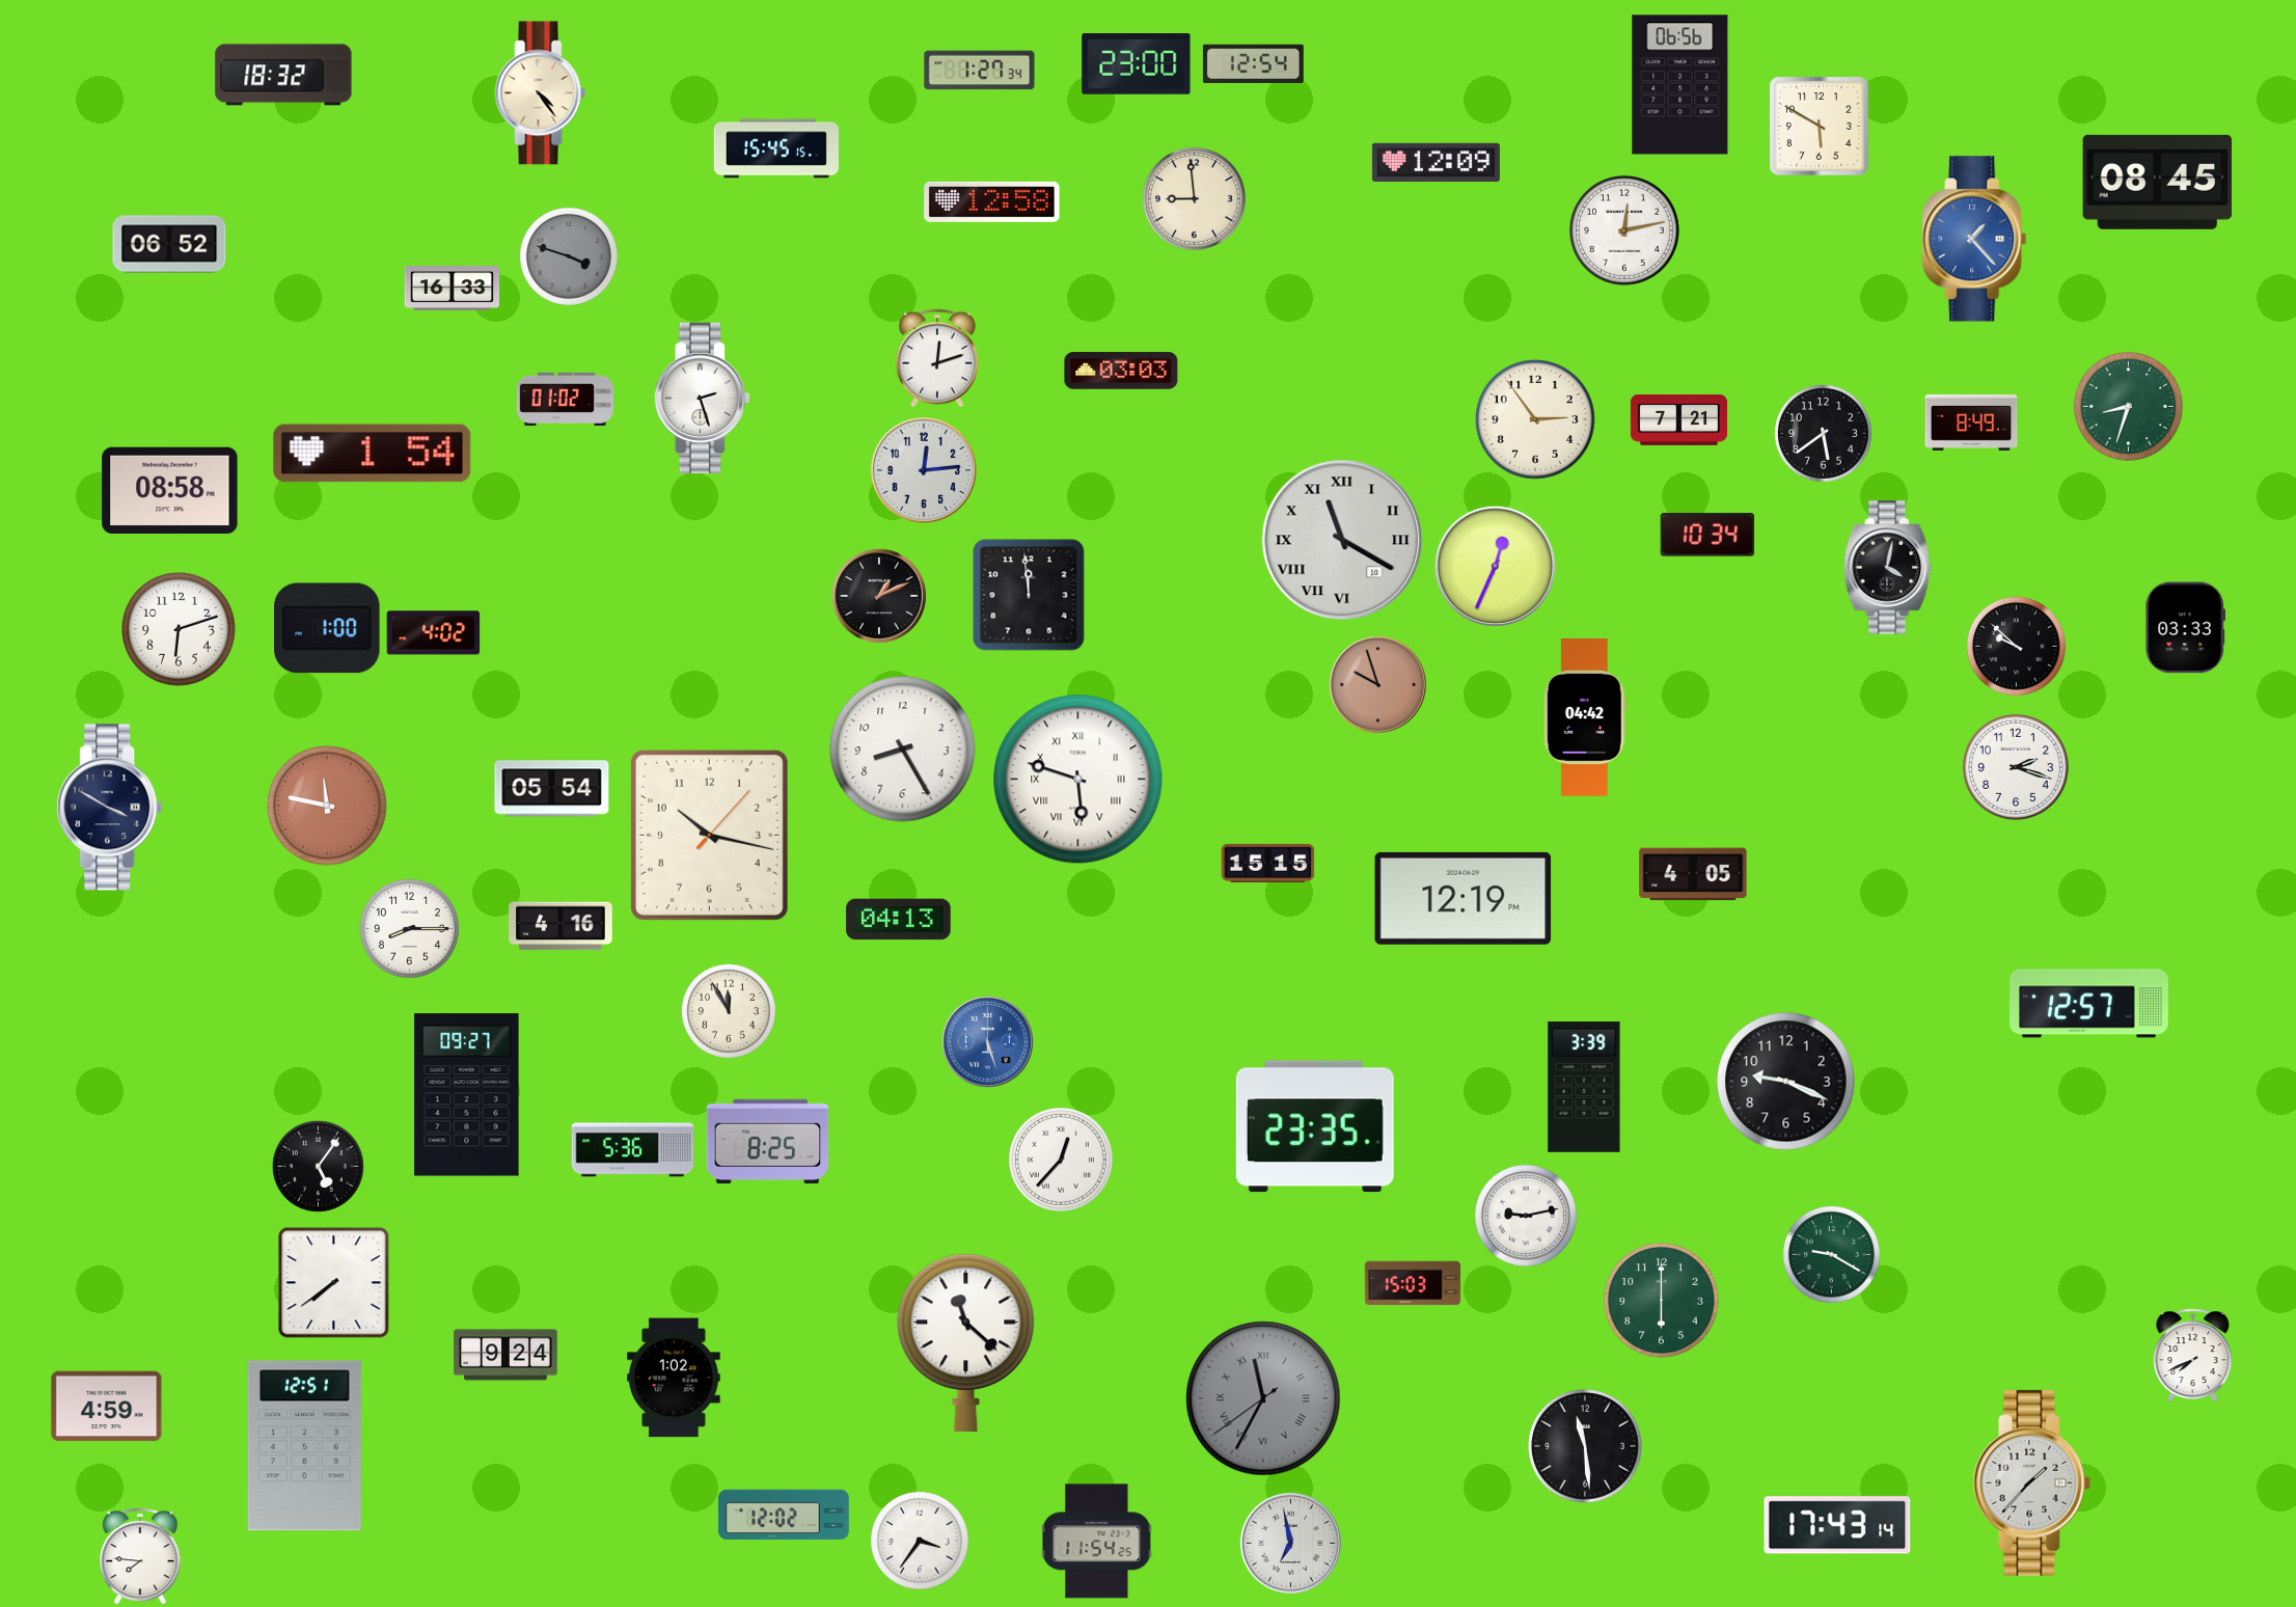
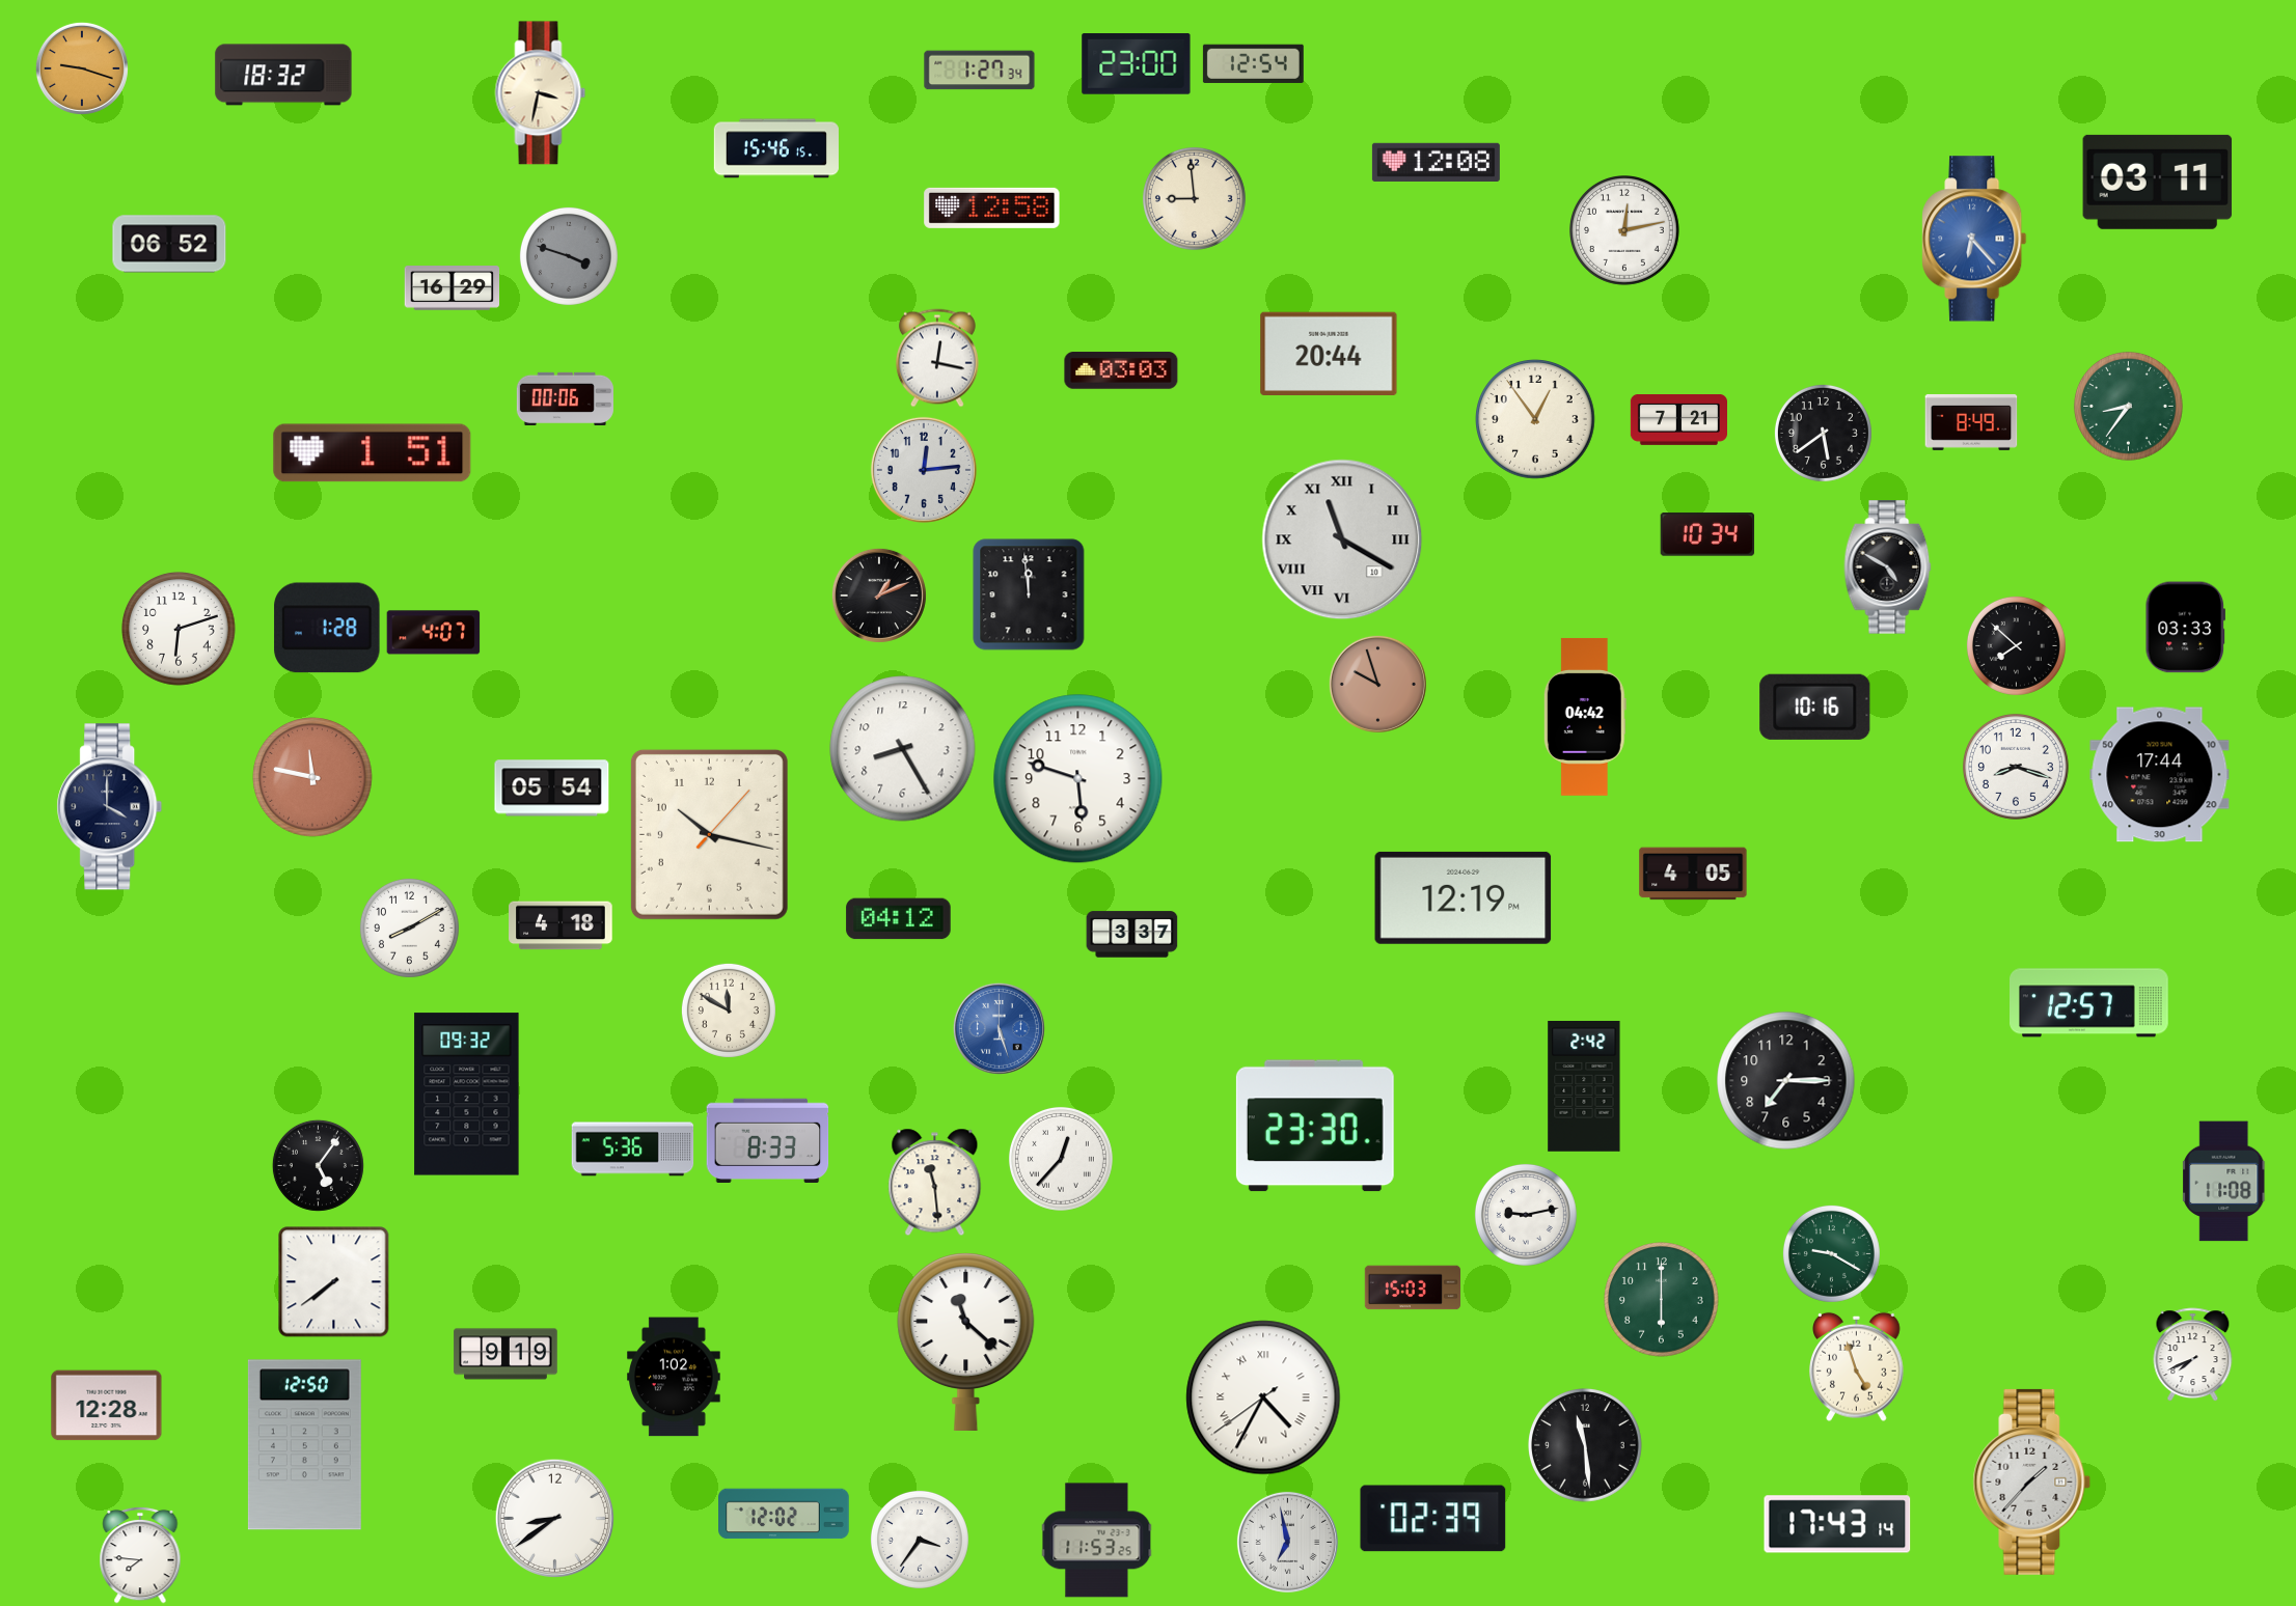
clock at (82, 68): none -> 9:18
clock at (1680, 85): 06:56 -> none
clock at (541, 93): 4:24 -> 3:32
clock at (1820, 127): 5:50 -> none
clock at (776, 148): 15:45 -> 15:46
clock at (1436, 162): 12:09 -> 12:08
clock at (2158, 182): 08:45 -> 03:11
clock at (992, 201) position: (992, 201) -> (992, 207)
clock at (1974, 239): 1:23 -> 6:23
clock at (453, 289): 16:33 -> 16:29
clock at (1329, 353): none -> 20:44
clock at (937, 358): 12:12 -> 12:17
clock at (702, 398): 2:27 -> none
clock at (565, 399): 01:02 -> 00:06
clock at (2128, 406): 8:33 -> 8:36
clock at (1535, 419): 2:54 -> 12:54
clock at (373, 454): 1:54 -> 1:51
clock at (170, 490): 08:58 -> none
clock at (1495, 566): 12:34 -> none
clock at (1888, 568): 4:02 -> 4:50
clock at (327, 628): 1:00 -> 1:28
clock at (434, 633): 4:02 -> 4:07
clock at (2016, 646): 9:52 -> 7:52
clock at (1815, 707): none -> 10:16
clock at (2016, 767): 2:18 -> 8:18
clock at (2160, 775): none -> 17:44
clock at (1078, 780) numerals: Roman -> Arabic
clock at (327, 806) position: (327, 806) -> (312, 777)
clock at (110, 808): 3:50 -> 4:00
clock at (1268, 863): 15:15 -> none
clock at (899, 920): 04:13 -> 04:12
clock at (561, 926): 4:16 -> 4:18
clock at (409, 928): 8:15 -> 8:10
clock at (1132, 935): none -> 3:37
clock at (729, 1011): 11:55 -> 11:50
clock at (987, 1041) position: (987, 1041) -> (999, 1028)
clock at (1786, 1082): 9:19 -> 7:15
clock at (1584, 1088): 3:39 -> 2:42
clock at (467, 1095): 09:27 -> 09:32
clock at (1315, 1126): 23:35 -> 23:30
clock at (768, 1141): 8:25 -> 8:33
clock at (2224, 1182): none -> 11:08
clock at (935, 1183): none -> 11:29
clock at (1413, 1283) position: (1413, 1283) -> (1413, 1287)
clock at (505, 1355): 9:24 -> 9:19
clock at (1857, 1366): none -> 4:57
clock at (1263, 1398): 11:34 -> 4:34
clock at (1263, 1398) dial: grey -> white
clock at (107, 1407): 4:59 -> 12:28
clock at (304, 1446): 12:51 -> 12:50
clock at (554, 1518): none -> 8:39
clock at (1433, 1519): none -> 02:39
clock at (1097, 1542): 11:54 -> 11:53
clock at (1290, 1543) position: (1290, 1543) -> (1287, 1542)
